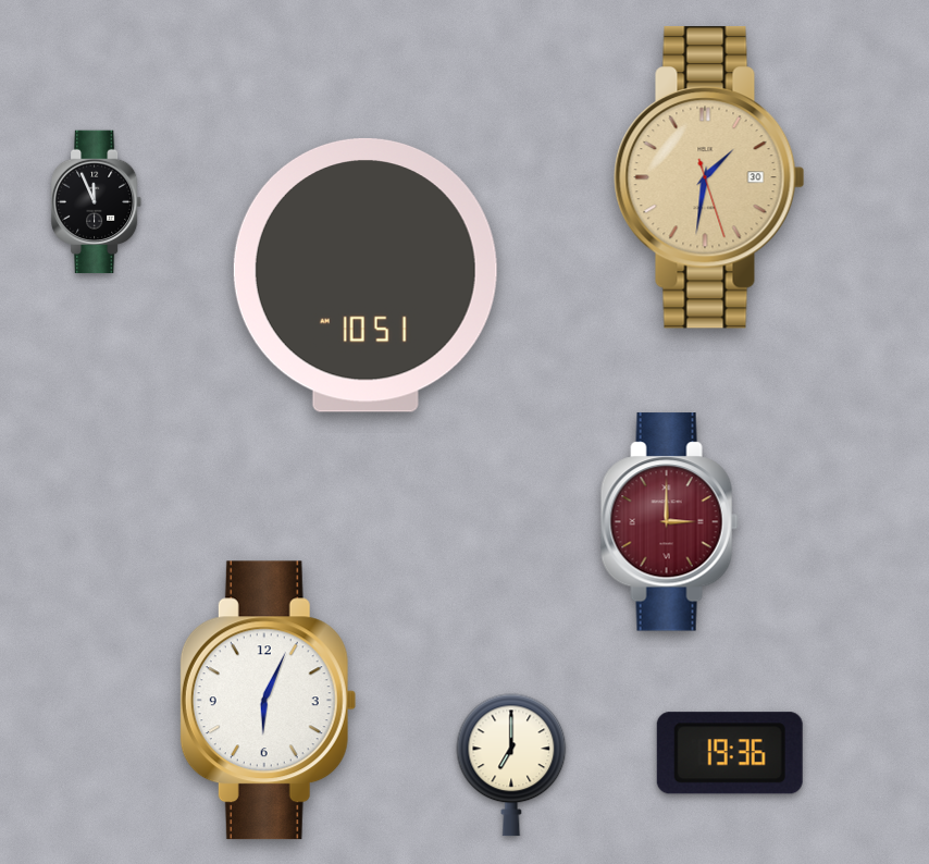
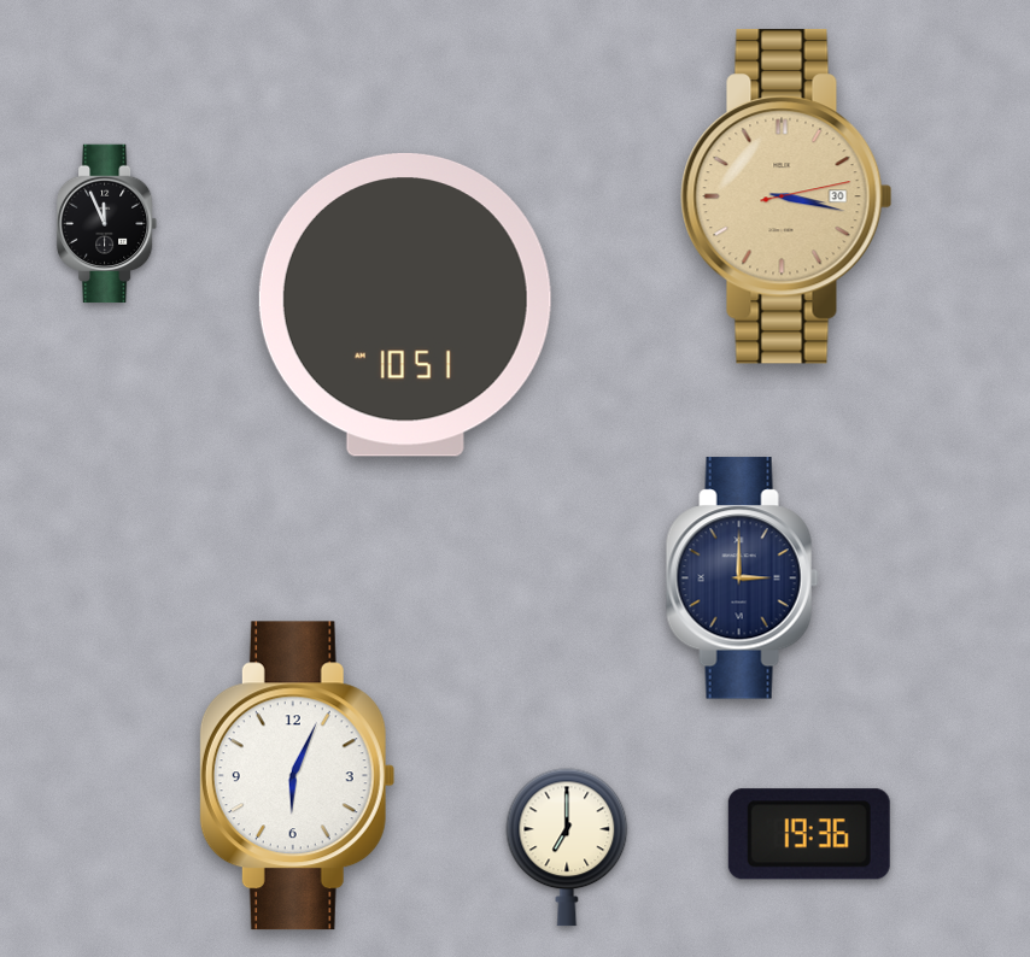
clock at (709, 177): 1:31 -> 3:17
clock at (669, 522) dial: burgundy -> navy
